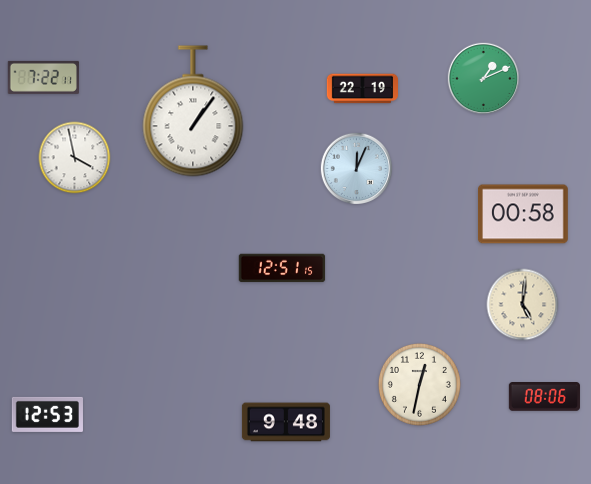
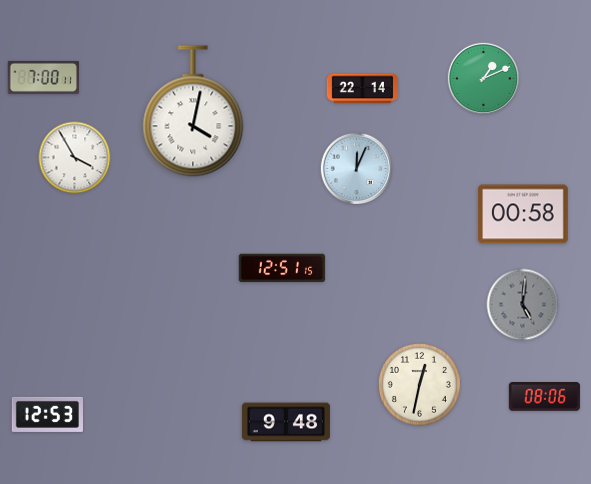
clock at (43, 77): 7:22 -> 7:00
clock at (362, 89): 22:19 -> 22:14
clock at (193, 111): 1:06 -> 4:02
clock at (75, 158): 3:58 -> 3:55
clock at (523, 305) dial: cream -> grey
